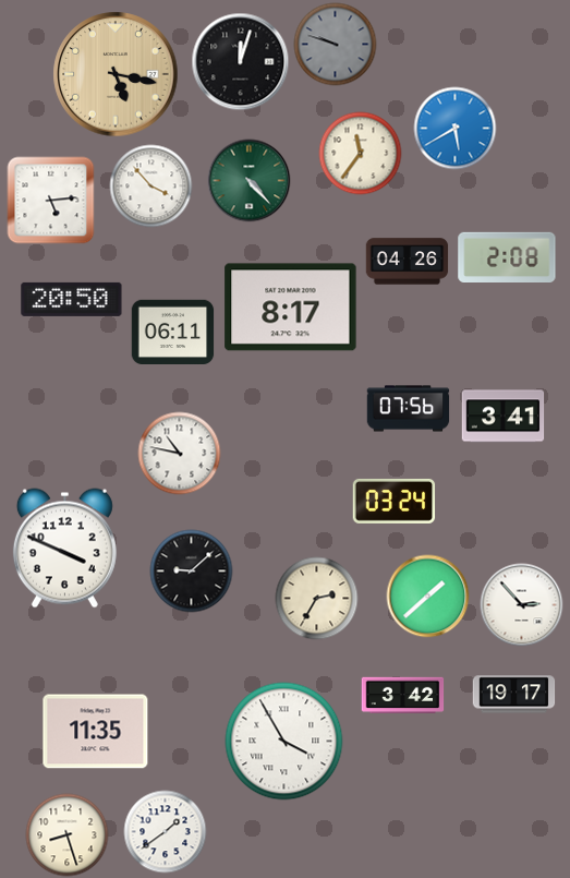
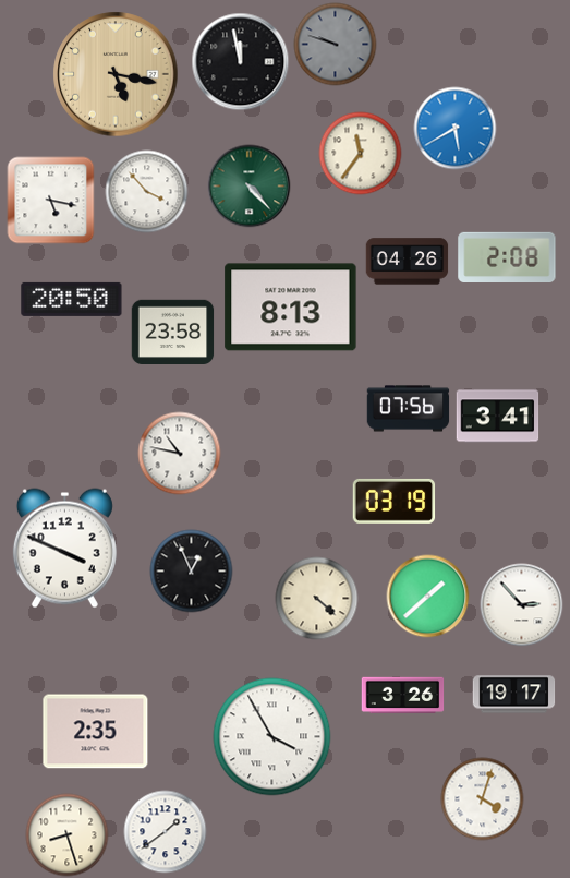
clock at (241, 62): 12:03 -> 11:58
clock at (250, 181) position: (250, 181) -> (250, 187)
clock at (151, 187) position: (151, 187) -> (147, 192)
clock at (51, 201): 5:14 -> 5:17
clock at (291, 308): 8:17 -> 8:13
clock at (173, 332): 06:11 -> 23:58
clock at (504, 417) position: (504, 417) -> (498, 417)
clock at (395, 501): 03:24 -> 03:19
clock at (192, 572): 9:08 -> 12:56
clock at (317, 599): 2:35 -> 4:22
clock at (403, 695): 3:42 -> 3:26
clock at (96, 732): 11:35 -> 2:35
clock at (284, 742) position: (284, 742) -> (272, 737)
clock at (483, 799): none -> 4:03
